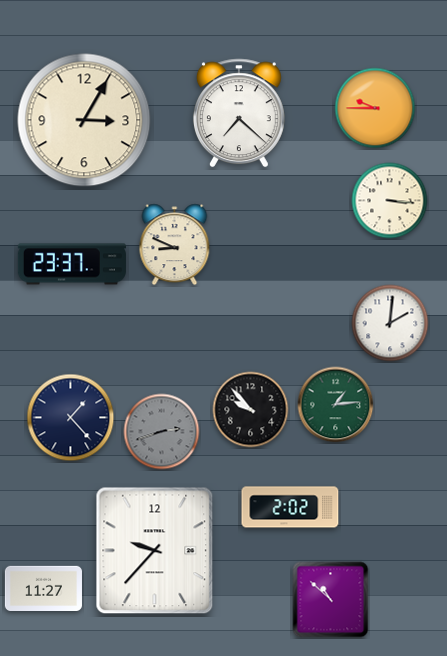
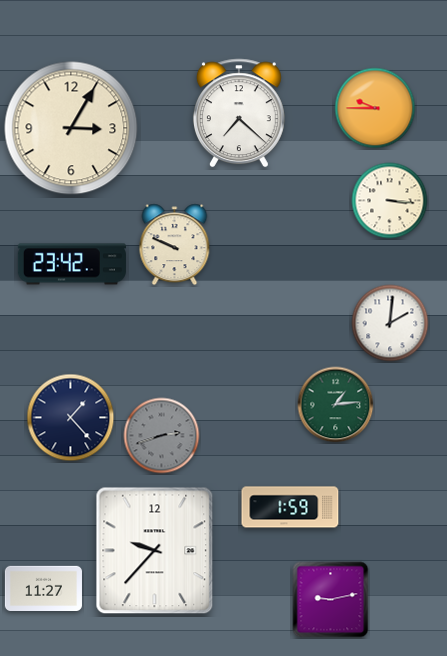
clock at (84, 120) position: (84, 120) -> (71, 128)
clock at (175, 245): 8:49 -> 9:49
clock at (72, 264): 23:37 -> 23:42
clock at (251, 410): 9:53 -> none
clock at (162, 432) position: (162, 432) -> (162, 436)
clock at (290, 507): 2:02 -> 1:59
clock at (331, 600): 10:52 -> 9:13
